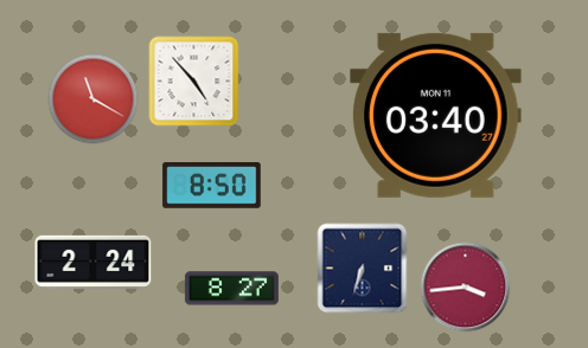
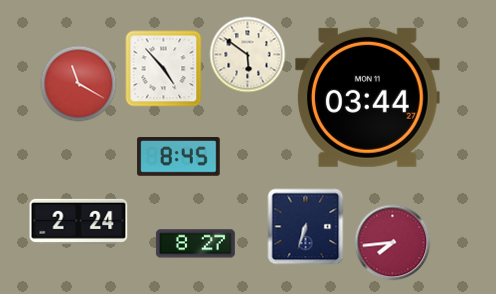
clock at (248, 55): none -> 5:51
clock at (436, 115): 03:40 -> 03:44
clock at (212, 186): 8:50 -> 8:45
clock at (466, 288): 3:44 -> 7:44
